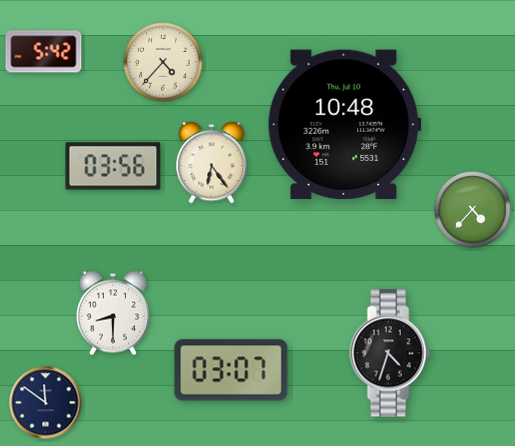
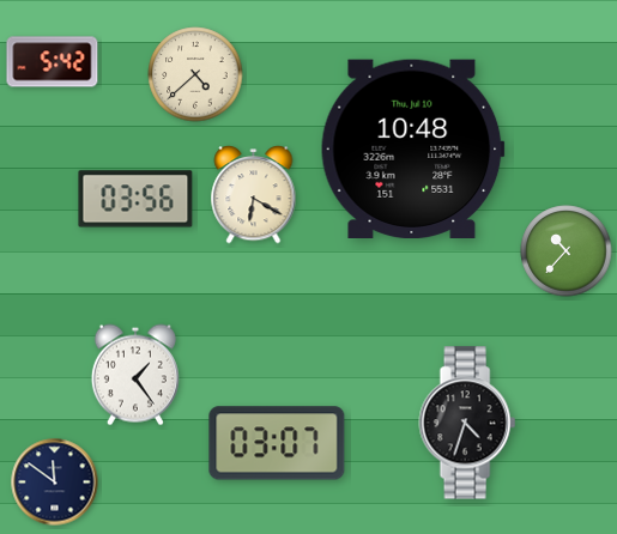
clock at (163, 62): 4:37 -> 4:38
clock at (212, 163): 6:24 -> 6:20
clock at (473, 210): 4:37 -> 10:37
clock at (113, 313): 8:30 -> 1:24
